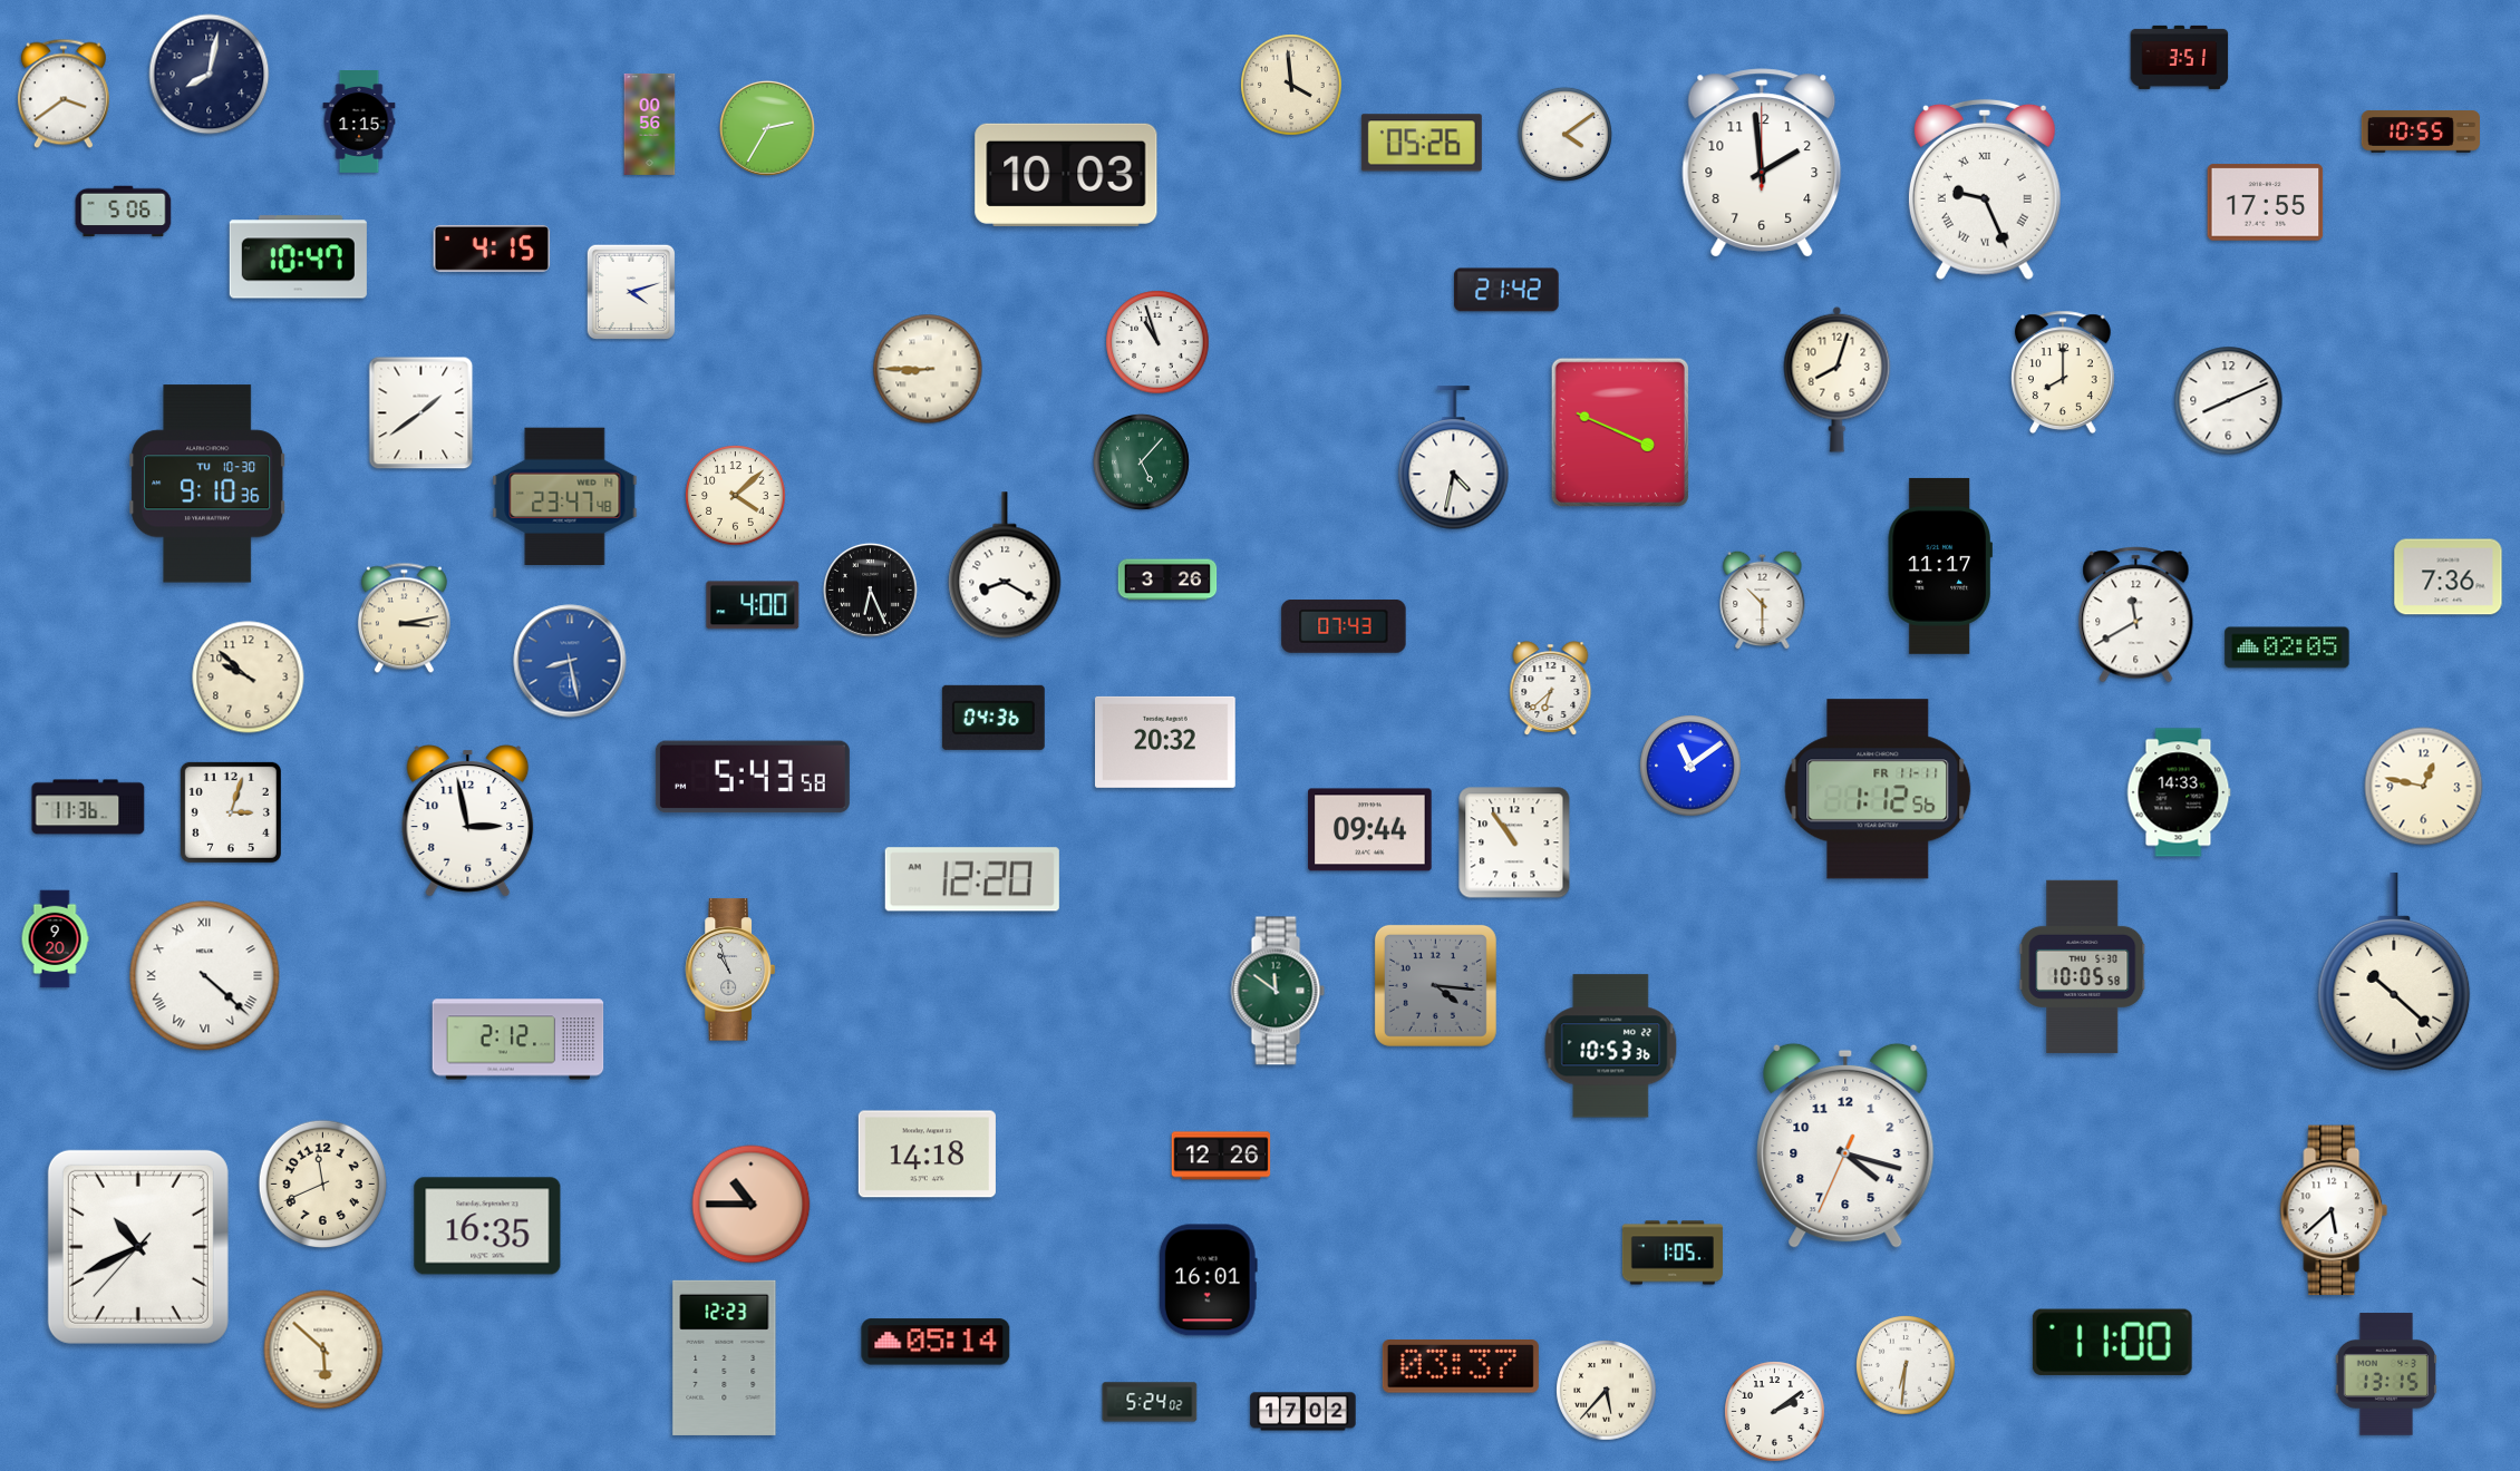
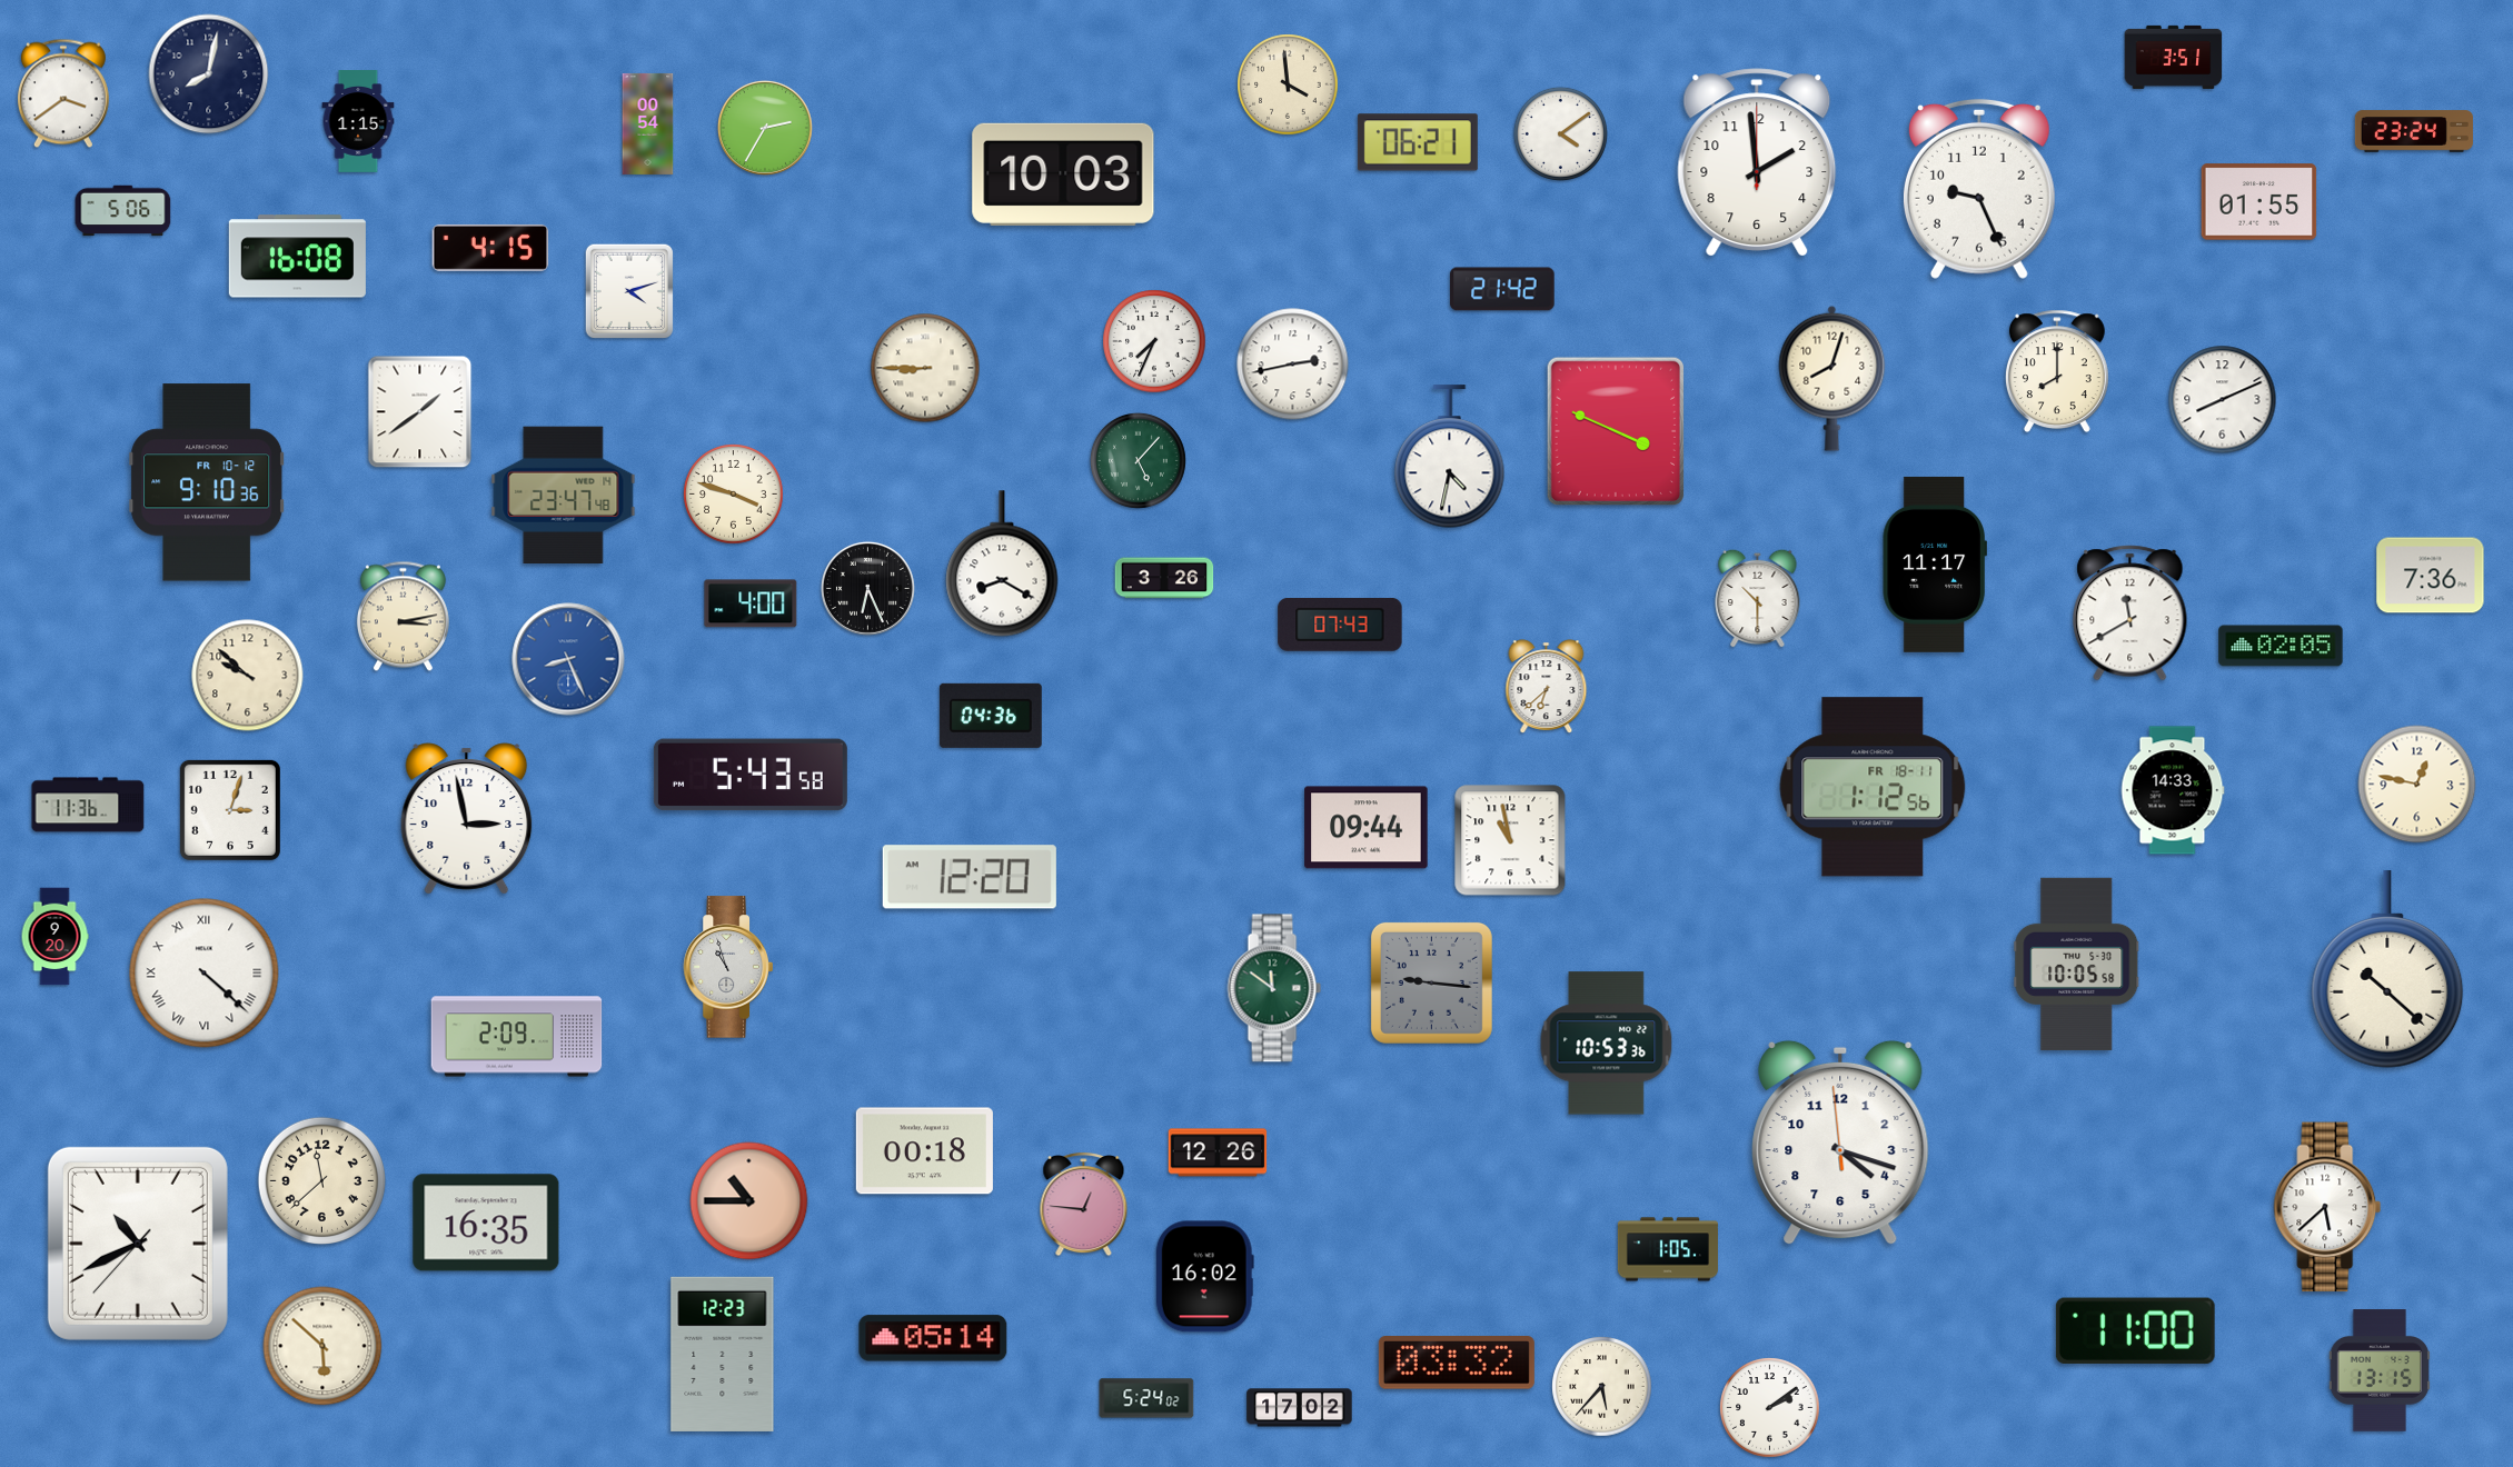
clock at (650, 124): 00:56 -> 00:54
clock at (2421, 131): 10:55 -> 23:24
clock at (1422, 143): 05:26 -> 06:21
clock at (1985, 189) numerals: Roman -> Arabic
clock at (2266, 203): 17:55 -> 01:55
clock at (298, 257): 10:47 -> 16:08
clock at (1157, 342): 10:57 -> 7:34
clock at (1293, 365): none -> 2:43
clock at (207, 484) date: TU 10-30 -> FR 10-12
clock at (736, 496): 4:08 -> 3:48
clock at (2449, 577) position: (2449, 577) -> (2431, 576)
clock at (570, 661): 8:28 -> 8:26
clock at (1166, 742): 20:32 -> none
clock at (1690, 766): 11:09 -> none
clock at (1878, 789) date: FR 11-11 -> FR 18-11
clock at (1514, 842): 10:54 -> 10:58
clock at (1435, 985): 4:16 -> 9:16
clock at (518, 1040): 2:12 -> 2:09
clock at (1845, 1146): 4:17:34 -> 4:17:59
clock at (927, 1155): 14:18 -> 00:18
clock at (322, 1183): 11:41 -> 11:38
clock at (1084, 1205): none -> 12:46
clock at (1208, 1280): 16:01 -> 16:02
clock at (2112, 1342) position: (2112, 1342) -> (2135, 1330)
clock at (1461, 1366): 03:37 -> 03:32
clock at (1907, 1366): 6:31 -> none
